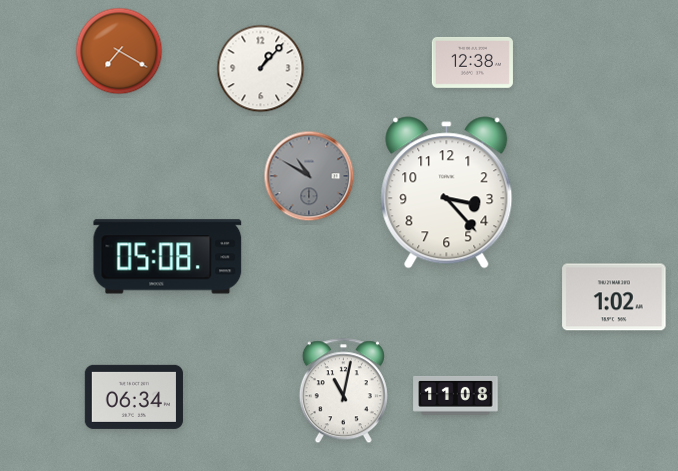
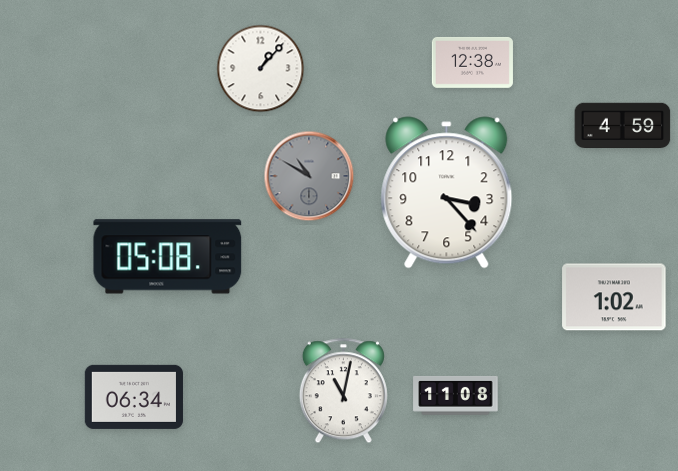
clock at (119, 51): 7:20 -> none
clock at (623, 126): none -> 4:59
